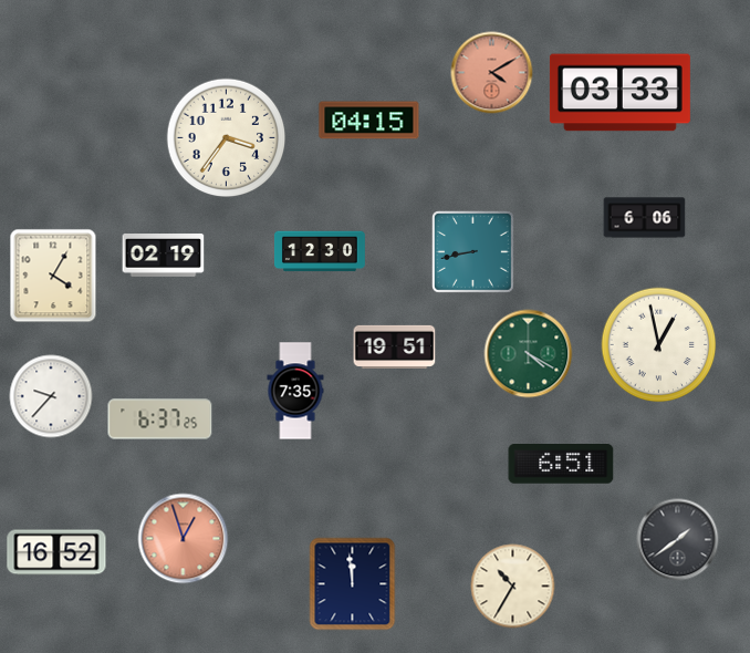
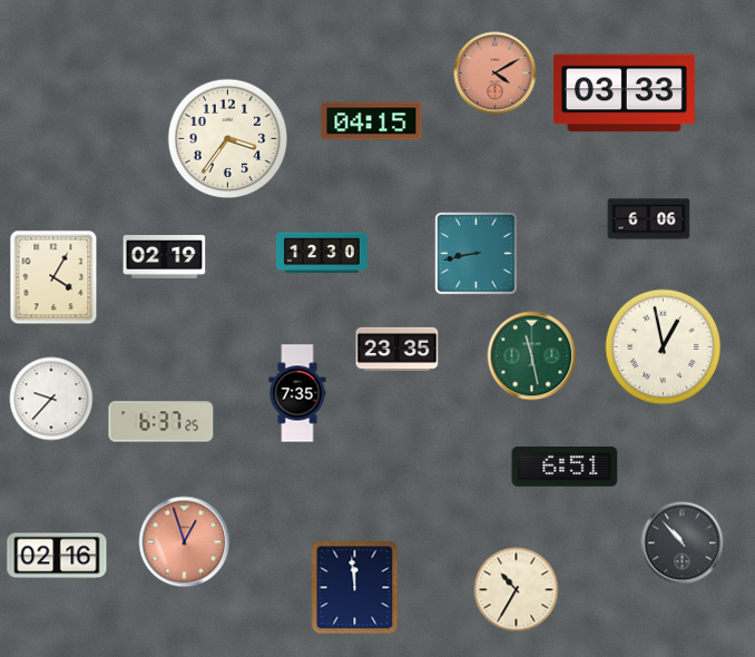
clock at (395, 346): 19:51 -> 23:35
clock at (529, 354): 4:20 -> 11:28
clock at (678, 540): 1:39 -> 10:53
clock at (56, 552): 16:52 -> 02:16
